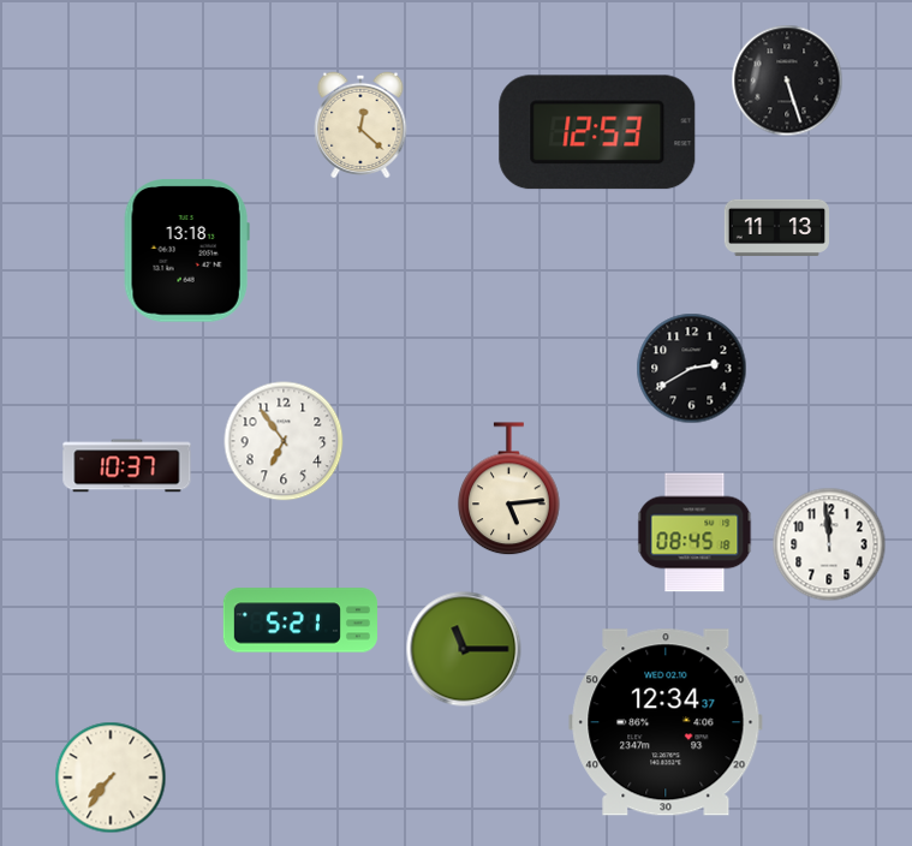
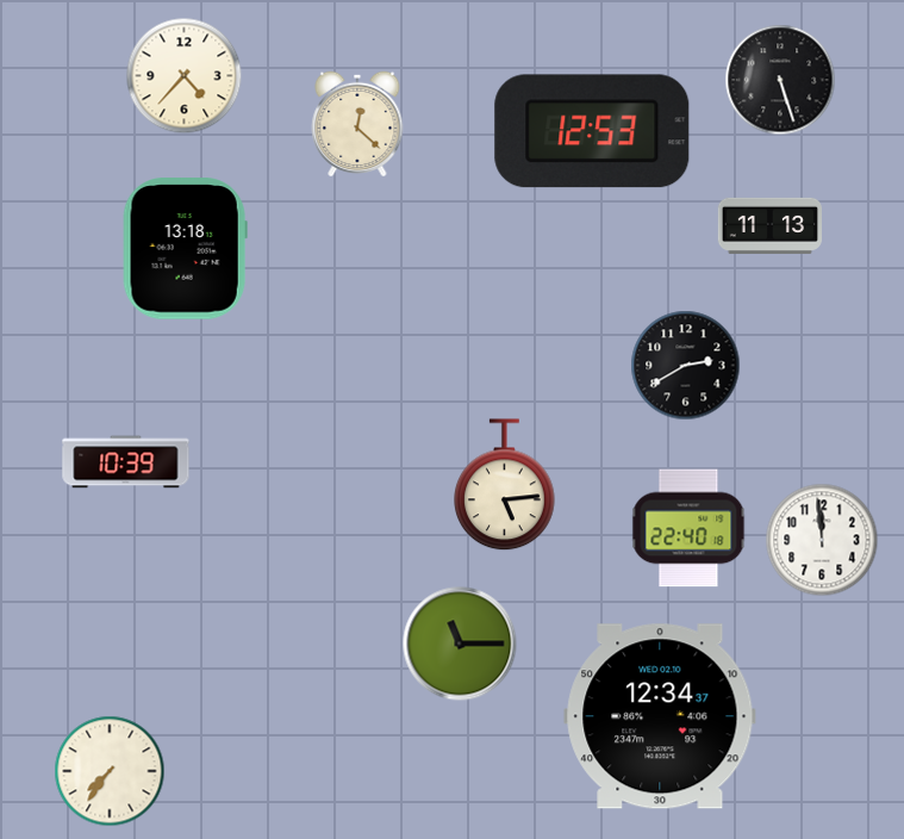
clock at (185, 76): none -> 4:37
clock at (284, 441): 6:54 -> none
clock at (127, 466): 10:37 -> 10:39
clock at (695, 532): 08:45 -> 22:40
clock at (300, 620): 5:21 -> none
